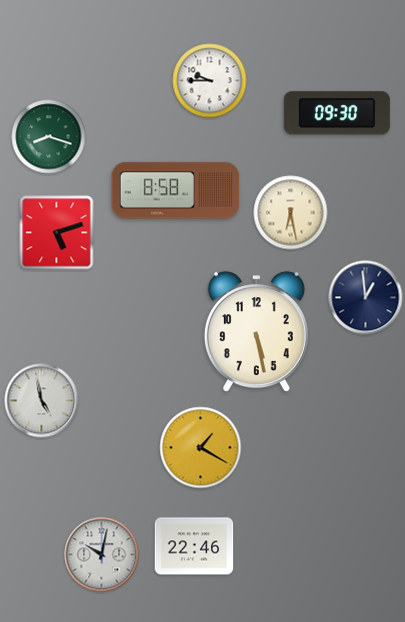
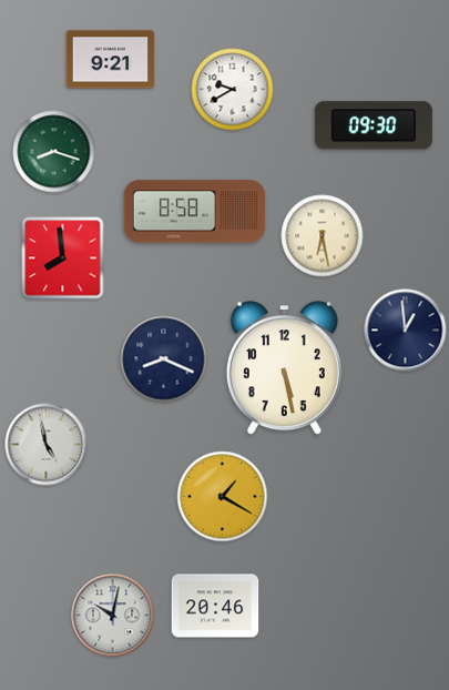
clock at (111, 60): none -> 9:21
clock at (210, 81): 9:45 -> 9:40
clock at (57, 233): 5:12 -> 7:59
clock at (164, 359): none -> 8:19
clock at (194, 546): 22:46 -> 20:46
